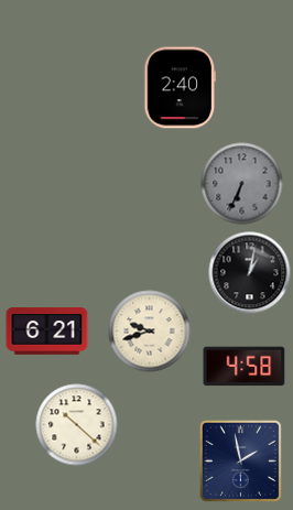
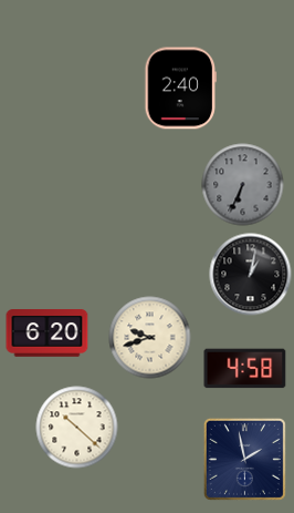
clock at (47, 332): 6:21 -> 6:20
clock at (150, 332) position: (150, 332) -> (150, 338)
clock at (240, 460) position: (240, 460) -> (244, 459)
